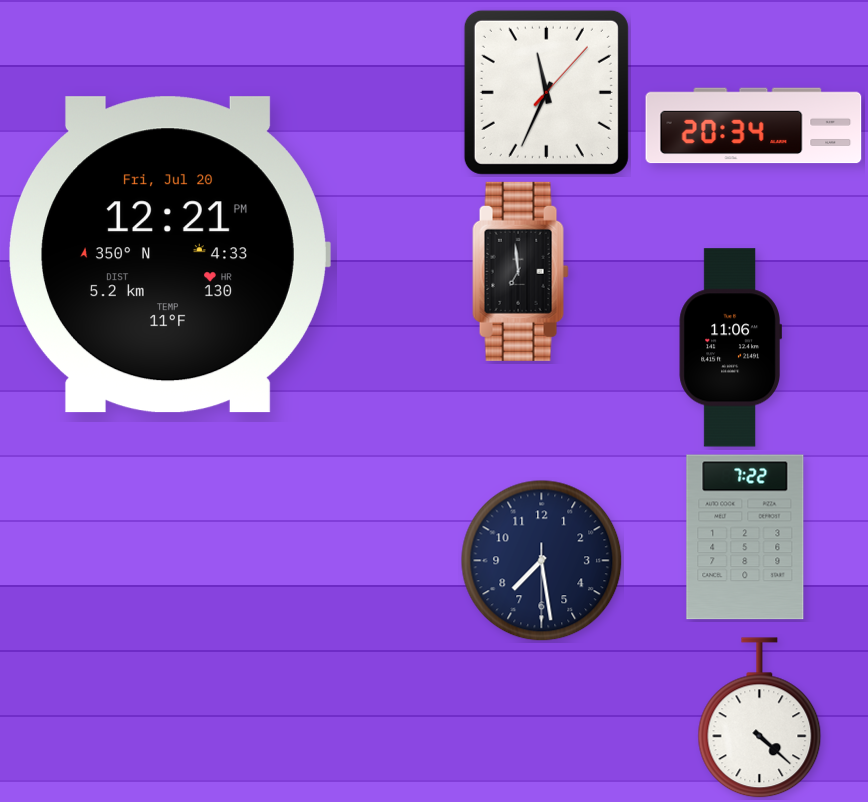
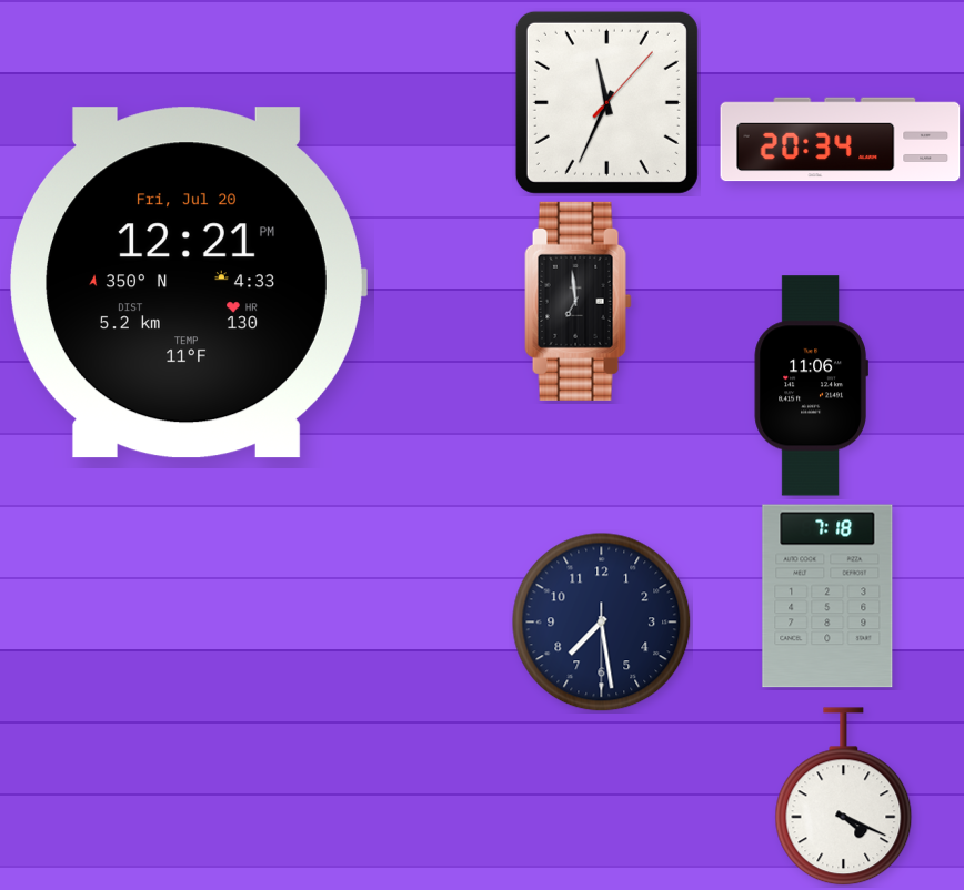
clock at (754, 126) position: (754, 126) -> (841, 140)
clock at (745, 537): 7:22 -> 7:18
clock at (760, 718): 4:22 -> 4:19
